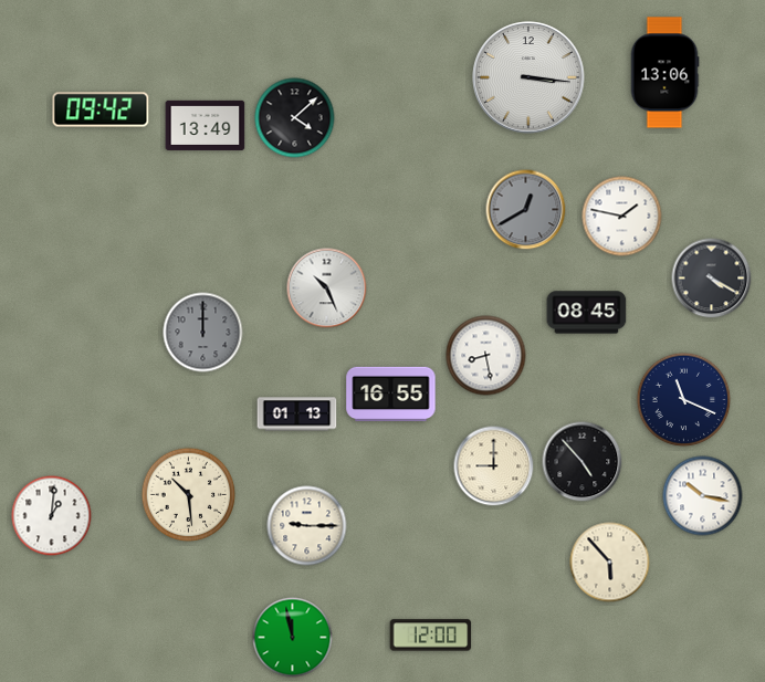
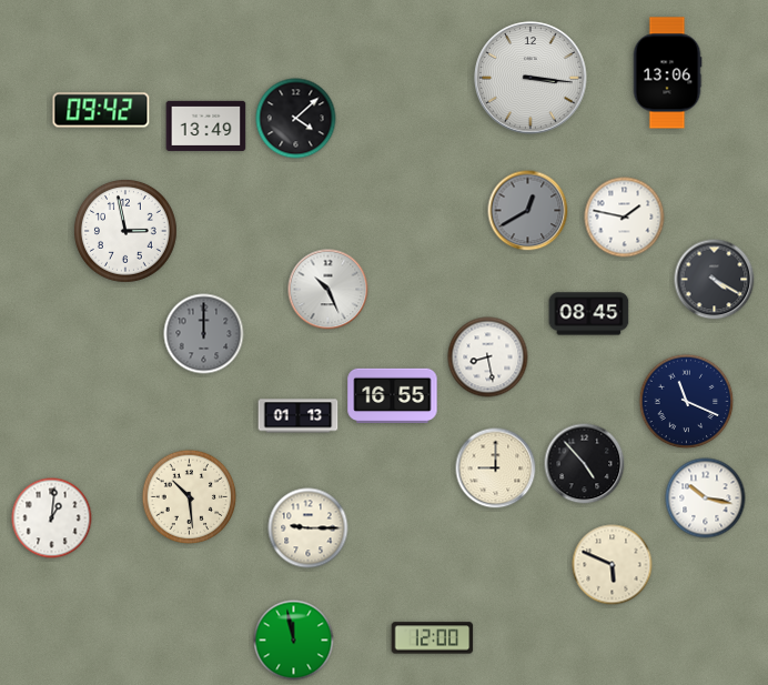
clock at (125, 231): none -> 2:58
clock at (610, 563): 5:53 -> 5:49
